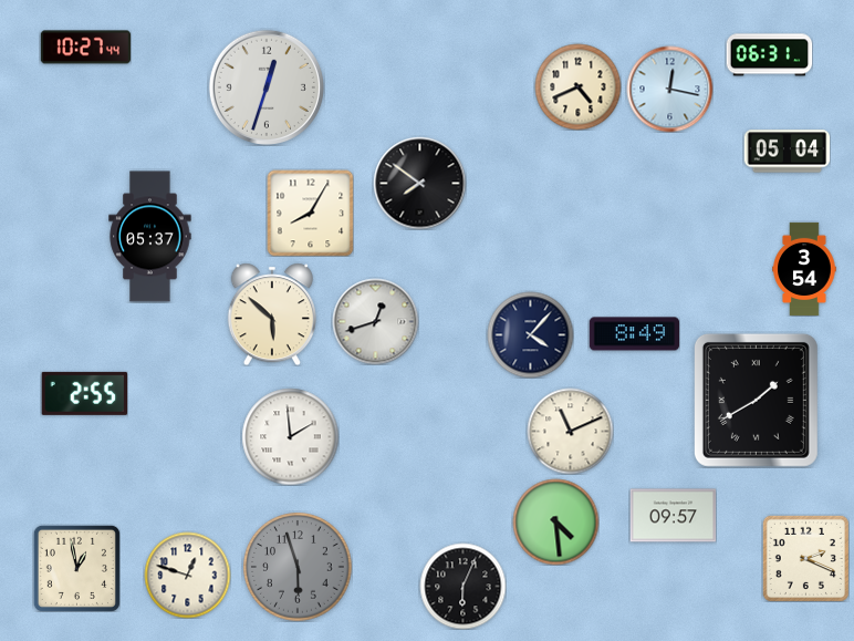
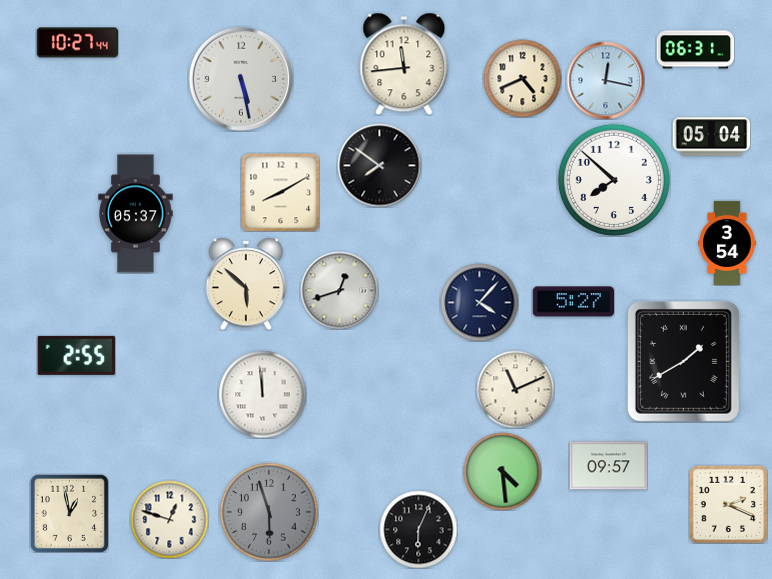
clock at (404, 64): none -> 11:44
clock at (267, 87): 12:33 -> 5:28
clock at (614, 180): none -> 7:52
clock at (310, 213): 8:05 -> 8:10
clock at (634, 334): 8:49 -> 5:27
clock at (290, 436): 1:59 -> 11:59
